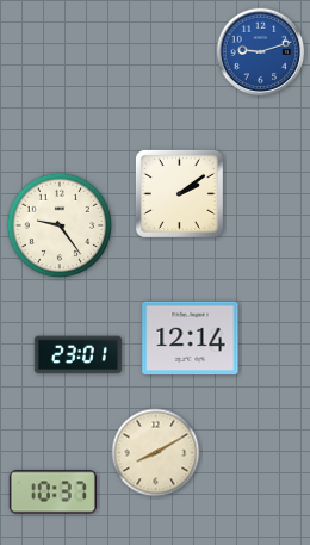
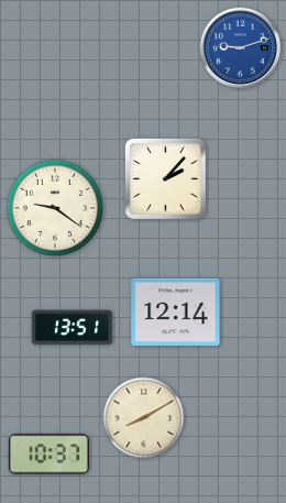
clock at (179, 193): 2:09 -> 2:07
clock at (58, 224): 9:24 -> 9:21
clock at (77, 355): 23:01 -> 13:51
